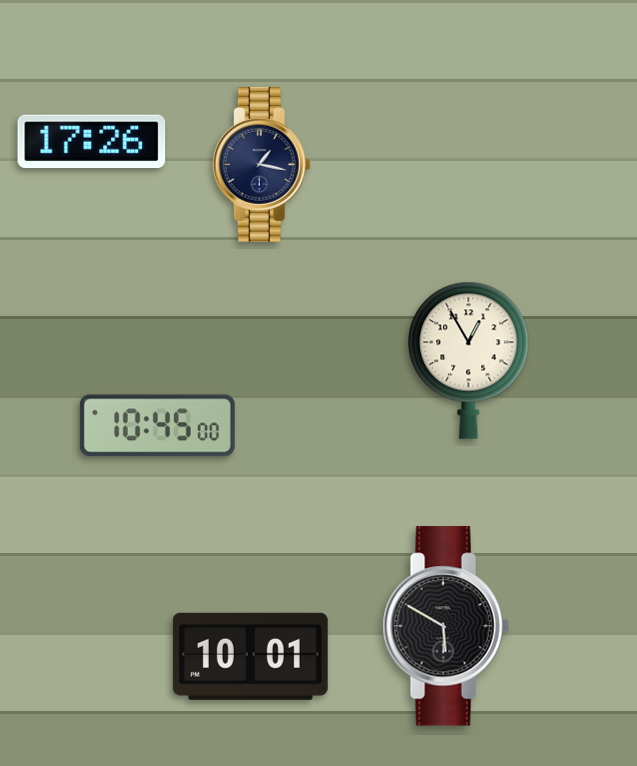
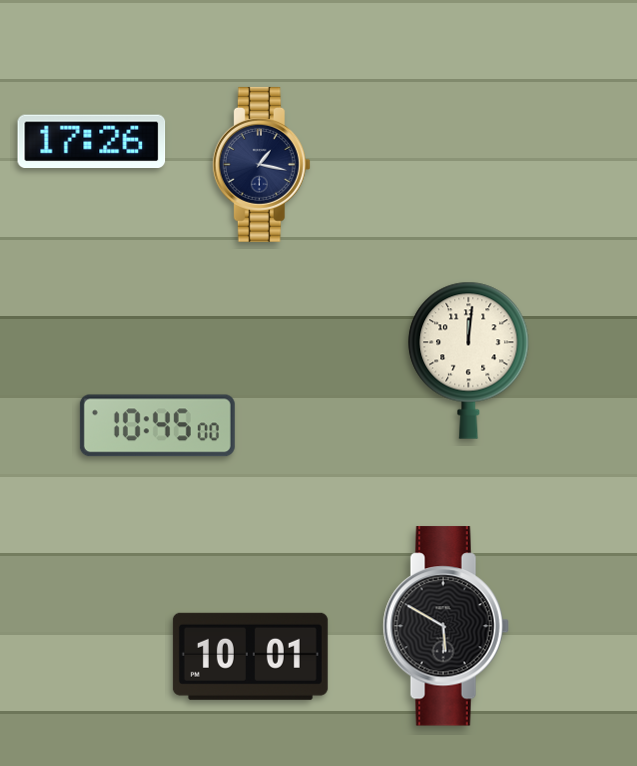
clock at (469, 360): 12:55 -> 12:01
